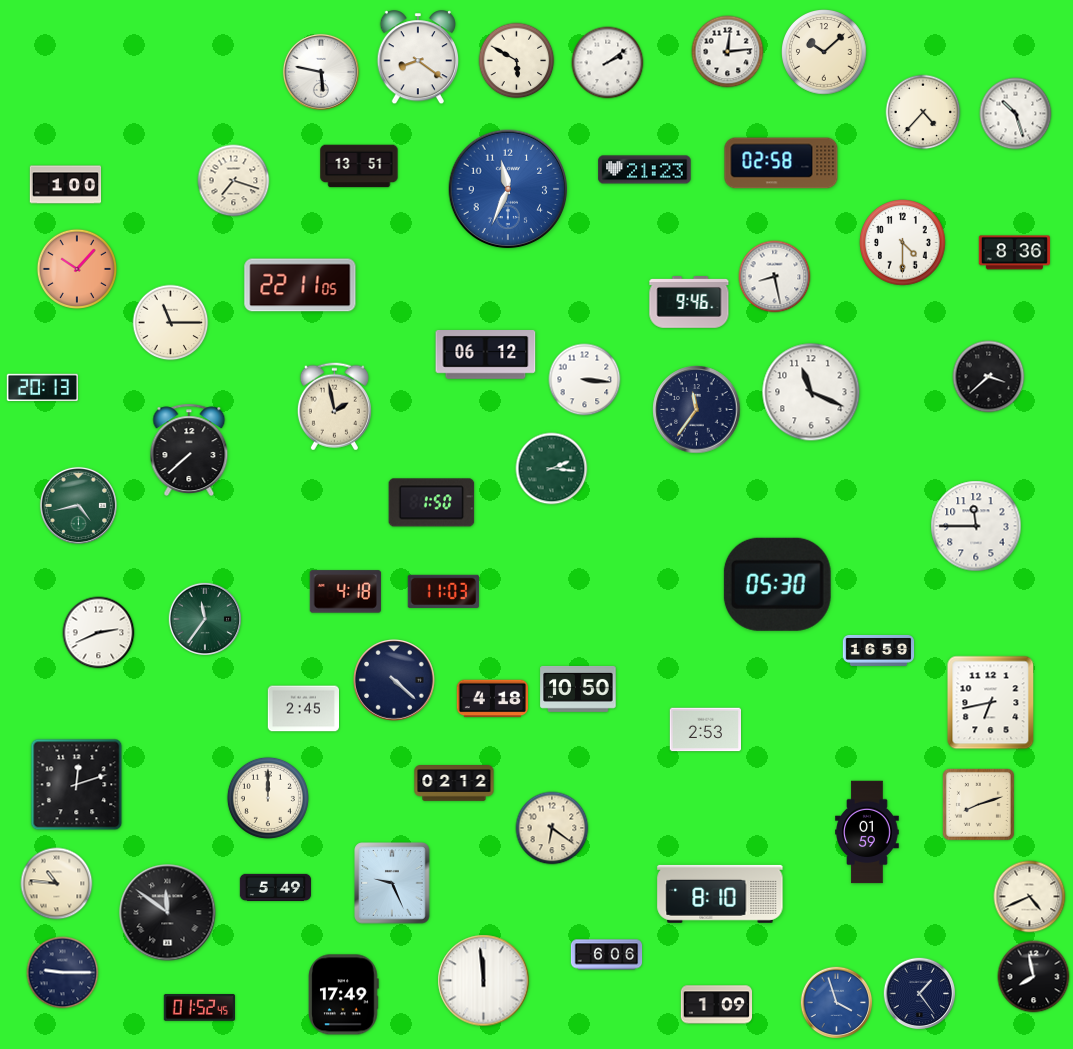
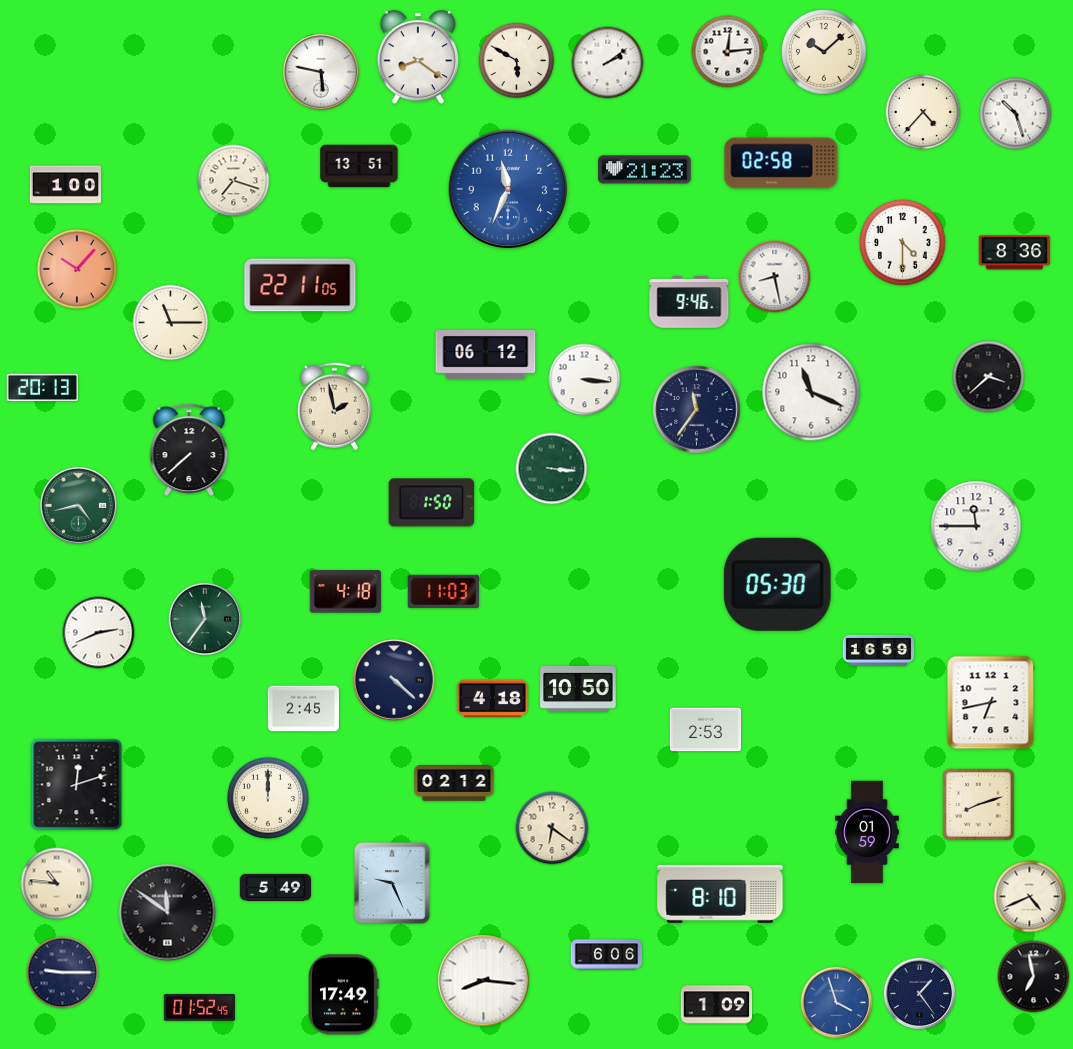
clock at (552, 469): 2:16 -> 3:16
clock at (1034, 977): 7:58 -> 6:58
clock at (484, 981): 11:59 -> 8:16
